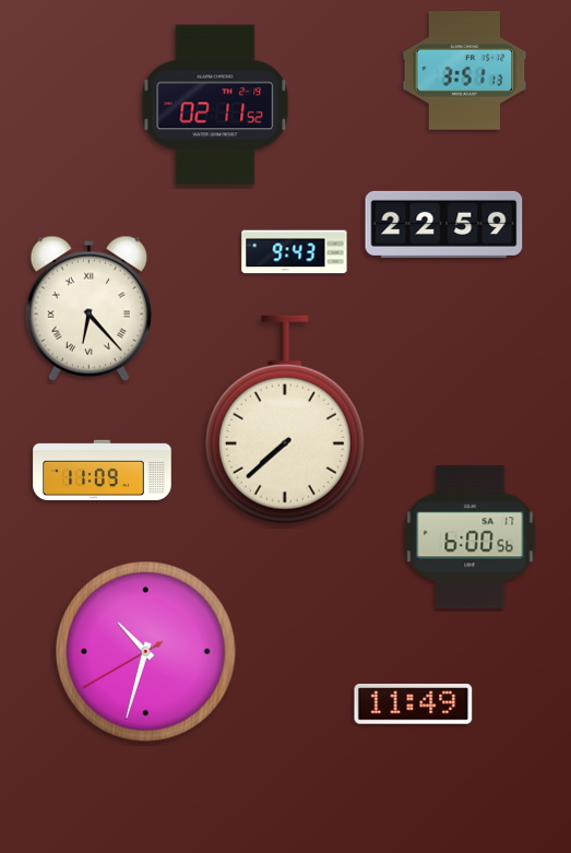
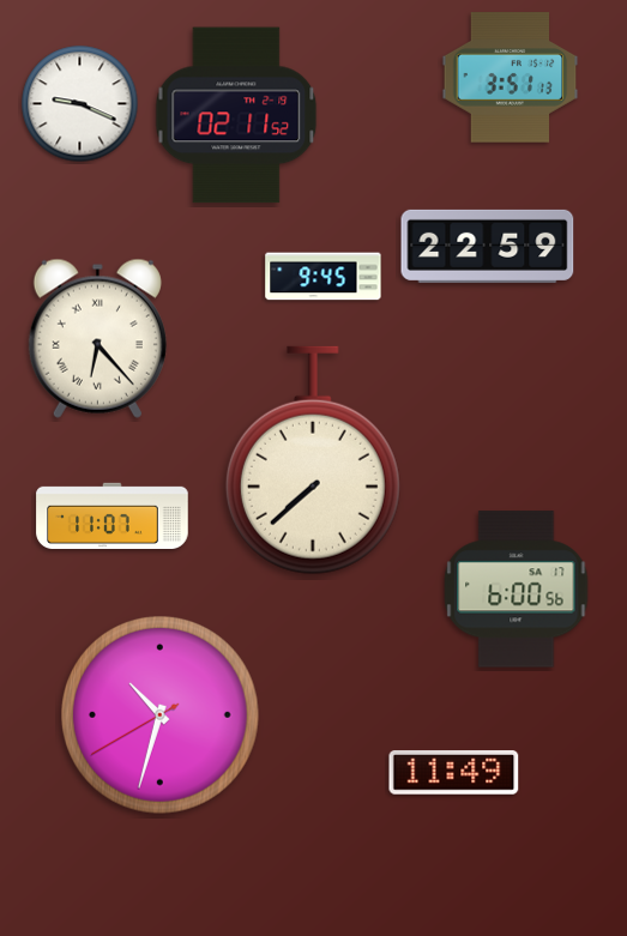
clock at (80, 104): none -> 9:19
clock at (295, 252): 9:43 -> 9:45
clock at (103, 470): 11:09 -> 11:07
